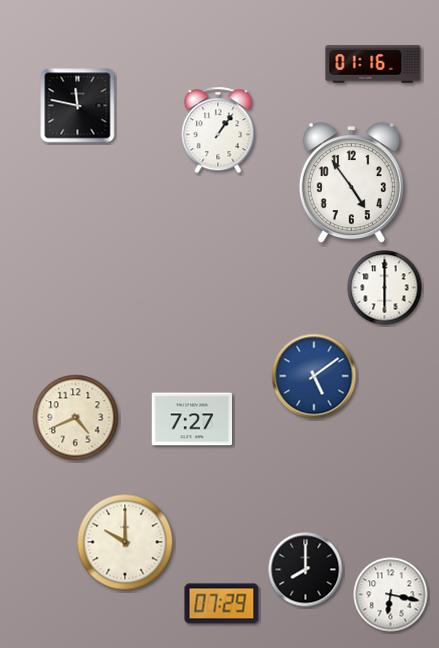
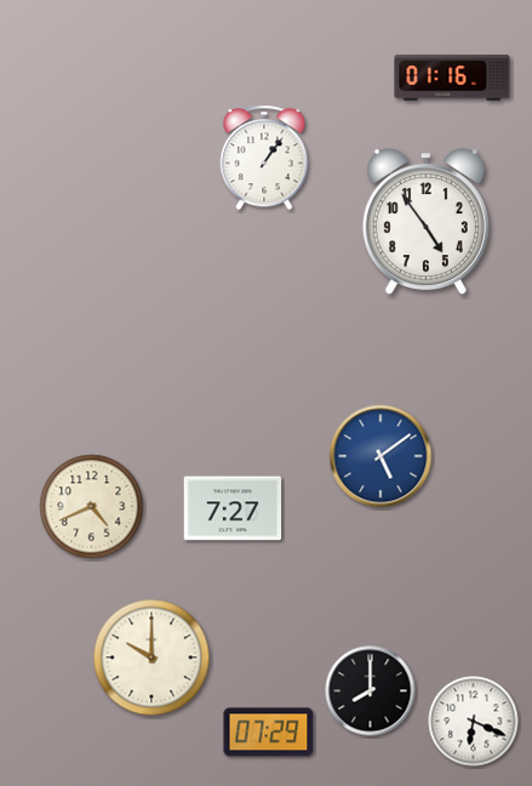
clock at (78, 106): 11:47 -> none
clock at (385, 288): 6:00 -> none
clock at (391, 595): 6:17 -> 6:19
